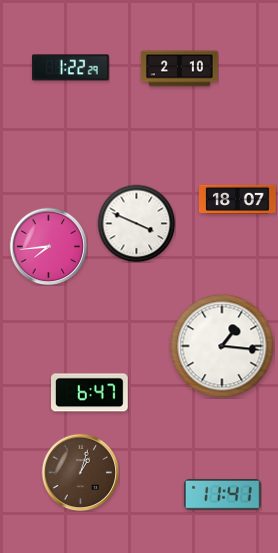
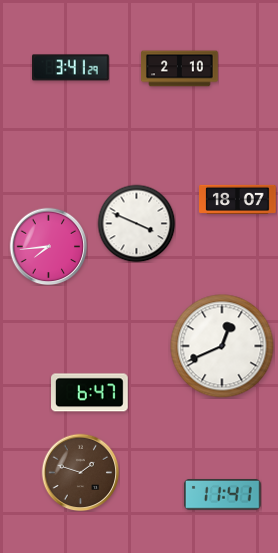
clock at (71, 68): 1:22 -> 3:41
clock at (222, 346): 1:16 -> 12:41
clock at (80, 472): 1:03 -> 1:48
